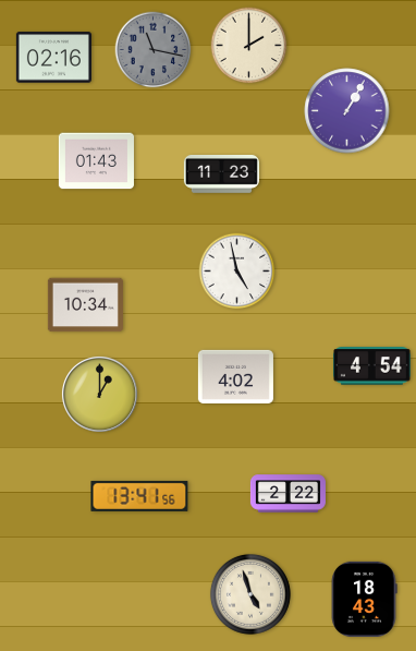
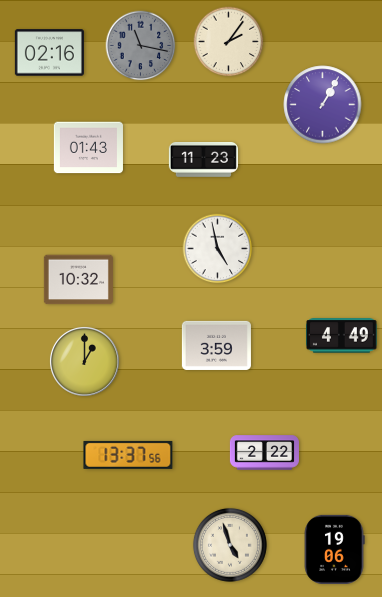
clock at (249, 46): 2:00 -> 2:06
clock at (347, 111) position: (347, 111) -> (323, 105)
clock at (85, 305): 10:34 -> 10:32
clock at (372, 366): 4:54 -> 4:49
clock at (235, 376): 4:02 -> 3:59
clock at (99, 394) position: (99, 394) -> (84, 361)
clock at (139, 496): 13:41 -> 13:37
clock at (364, 599): 18:43 -> 19:06
